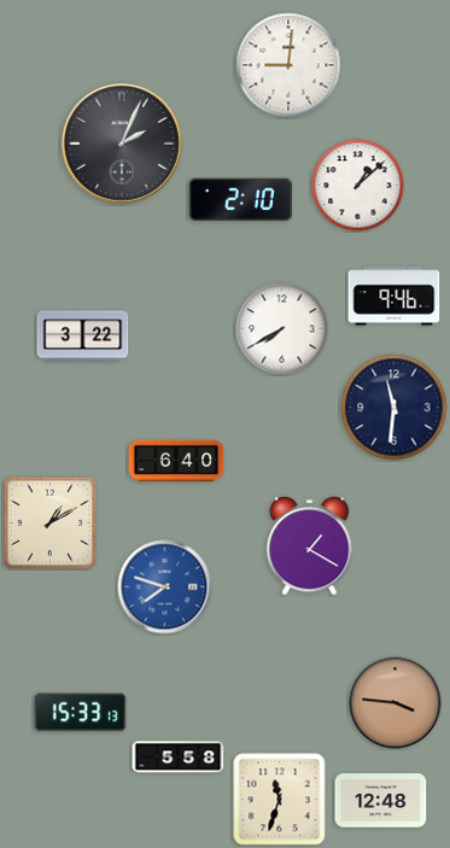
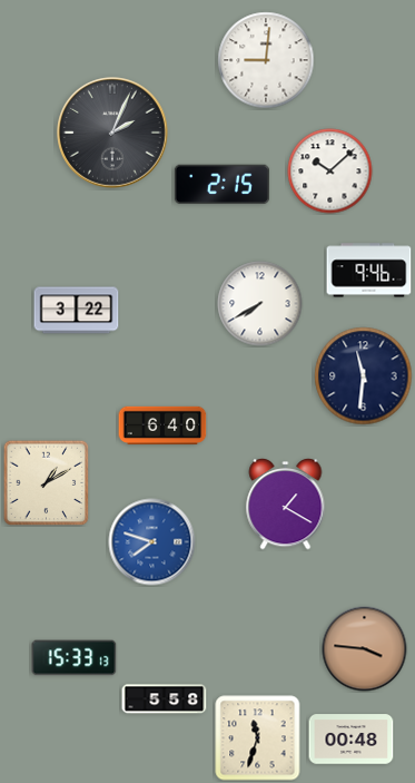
clock at (358, 186): 1:08 -> 10:08
clock at (240, 200): 2:10 -> 2:15
clock at (395, 297) position: (395, 297) -> (369, 271)
clock at (381, 801): 12:48 -> 00:48
